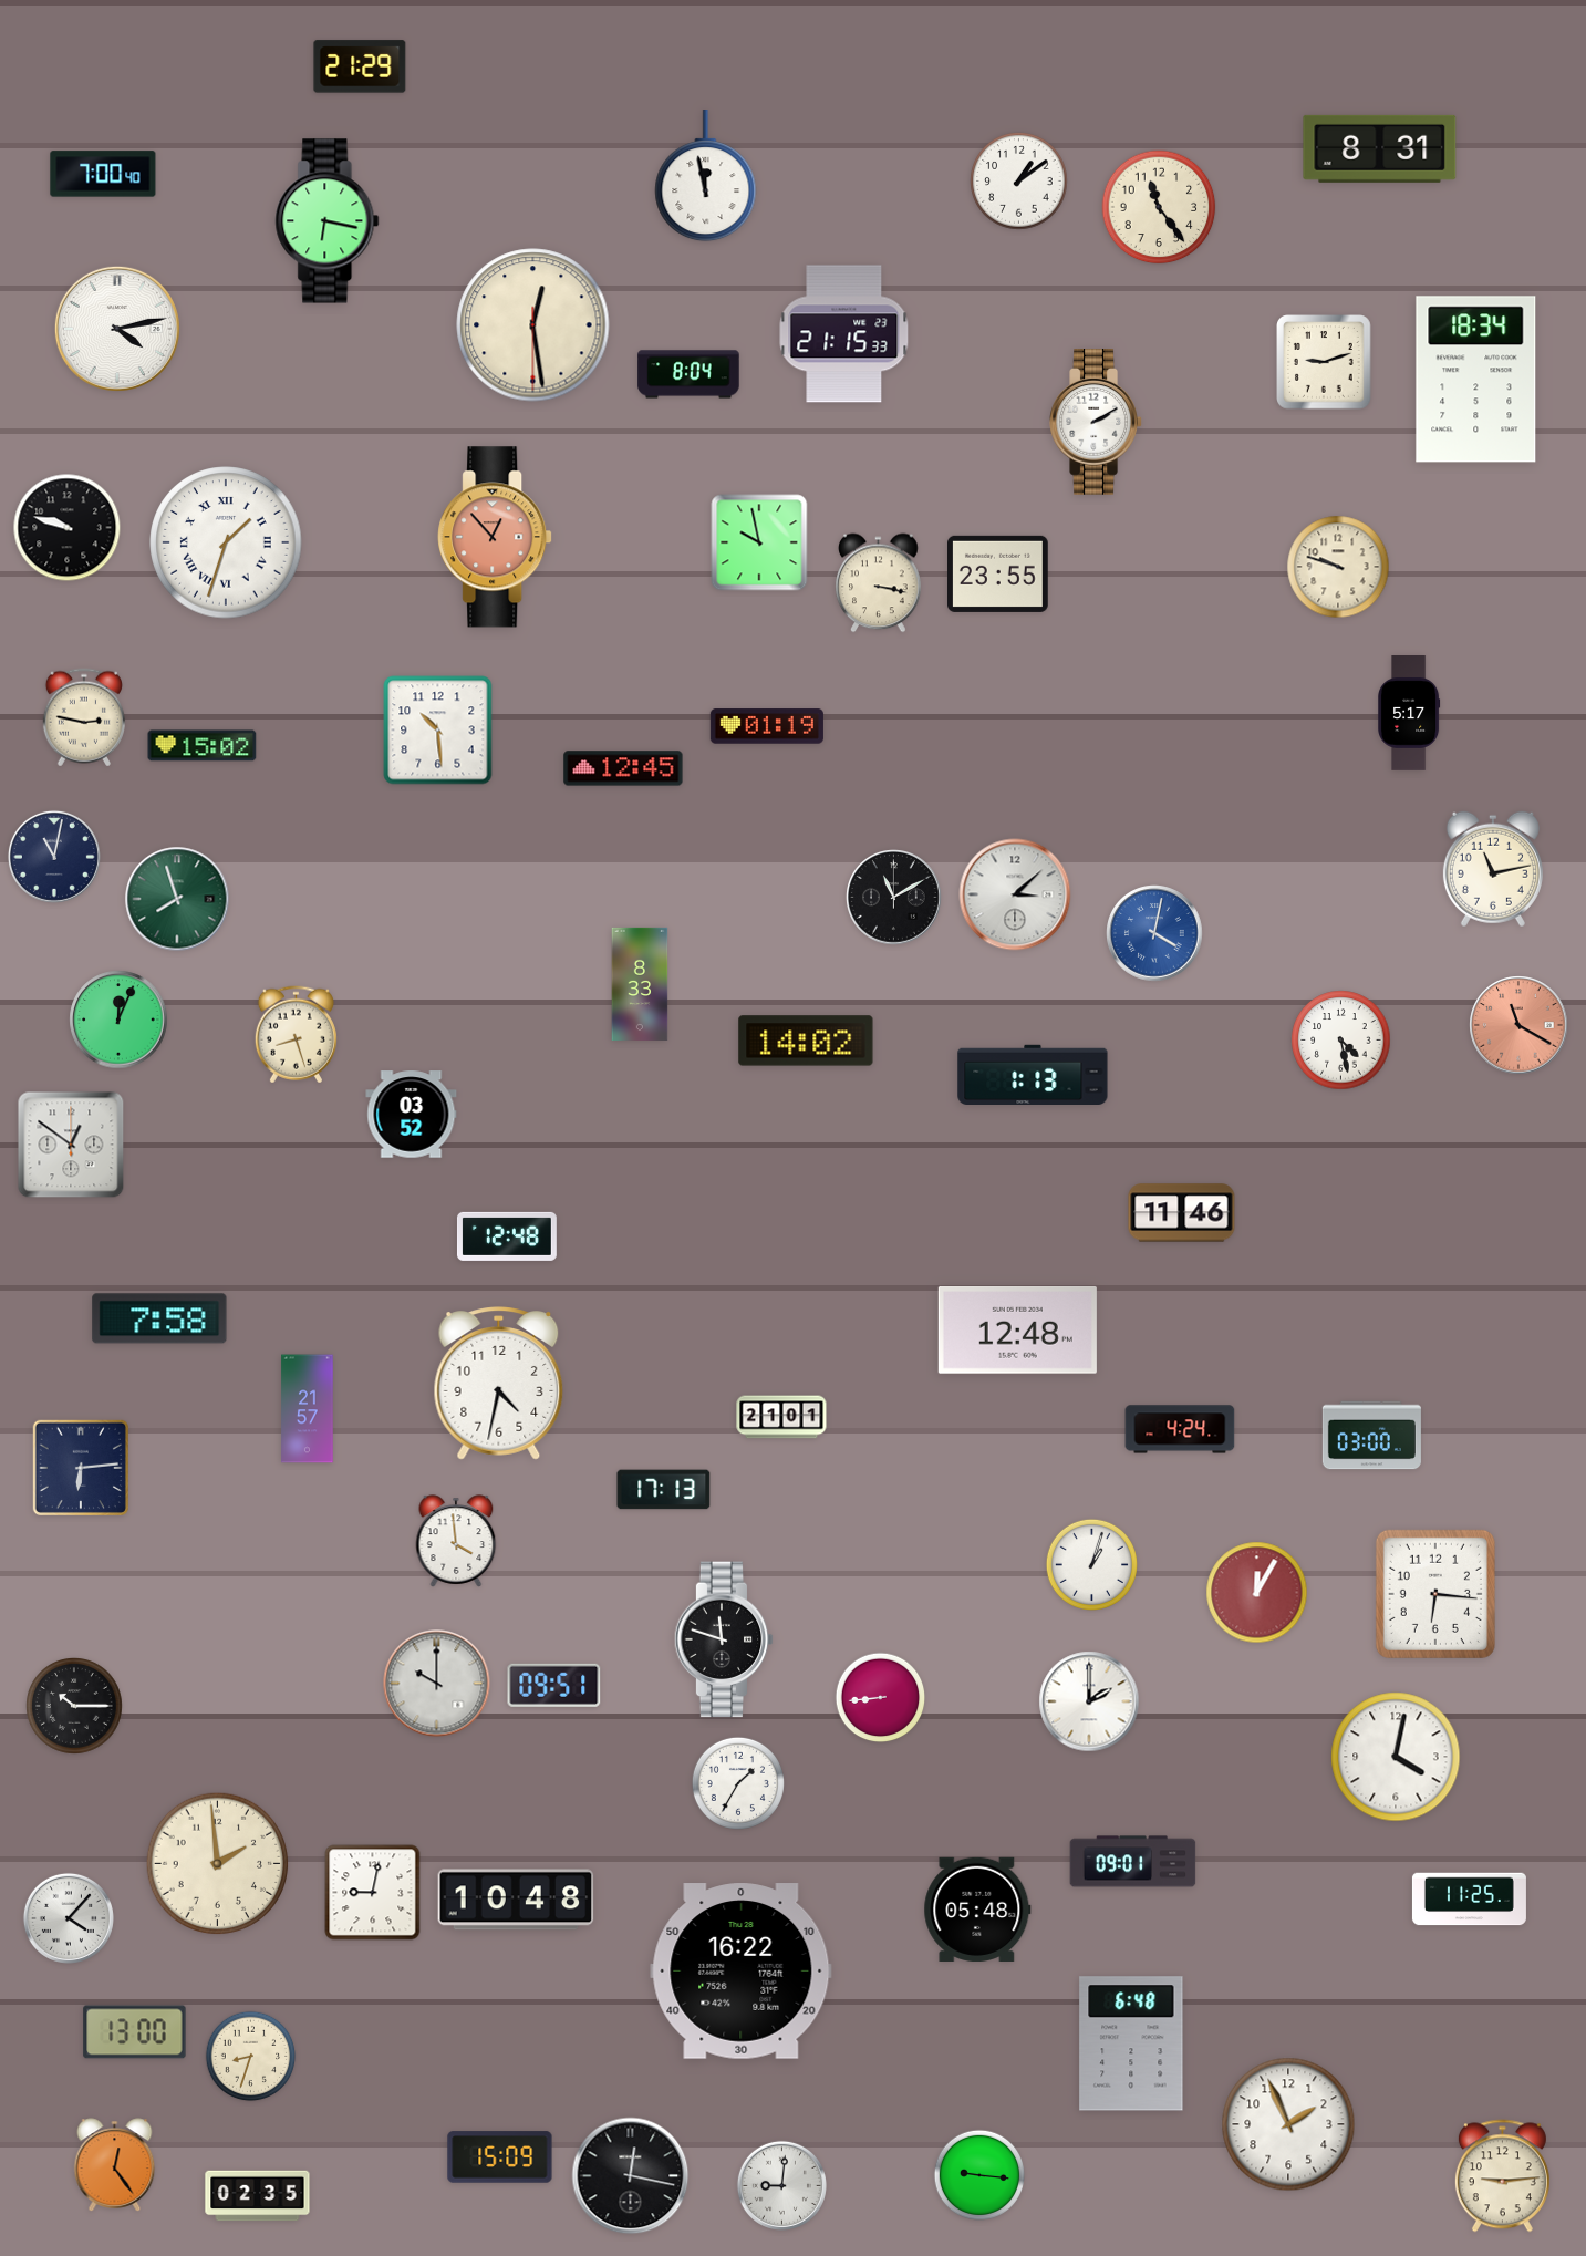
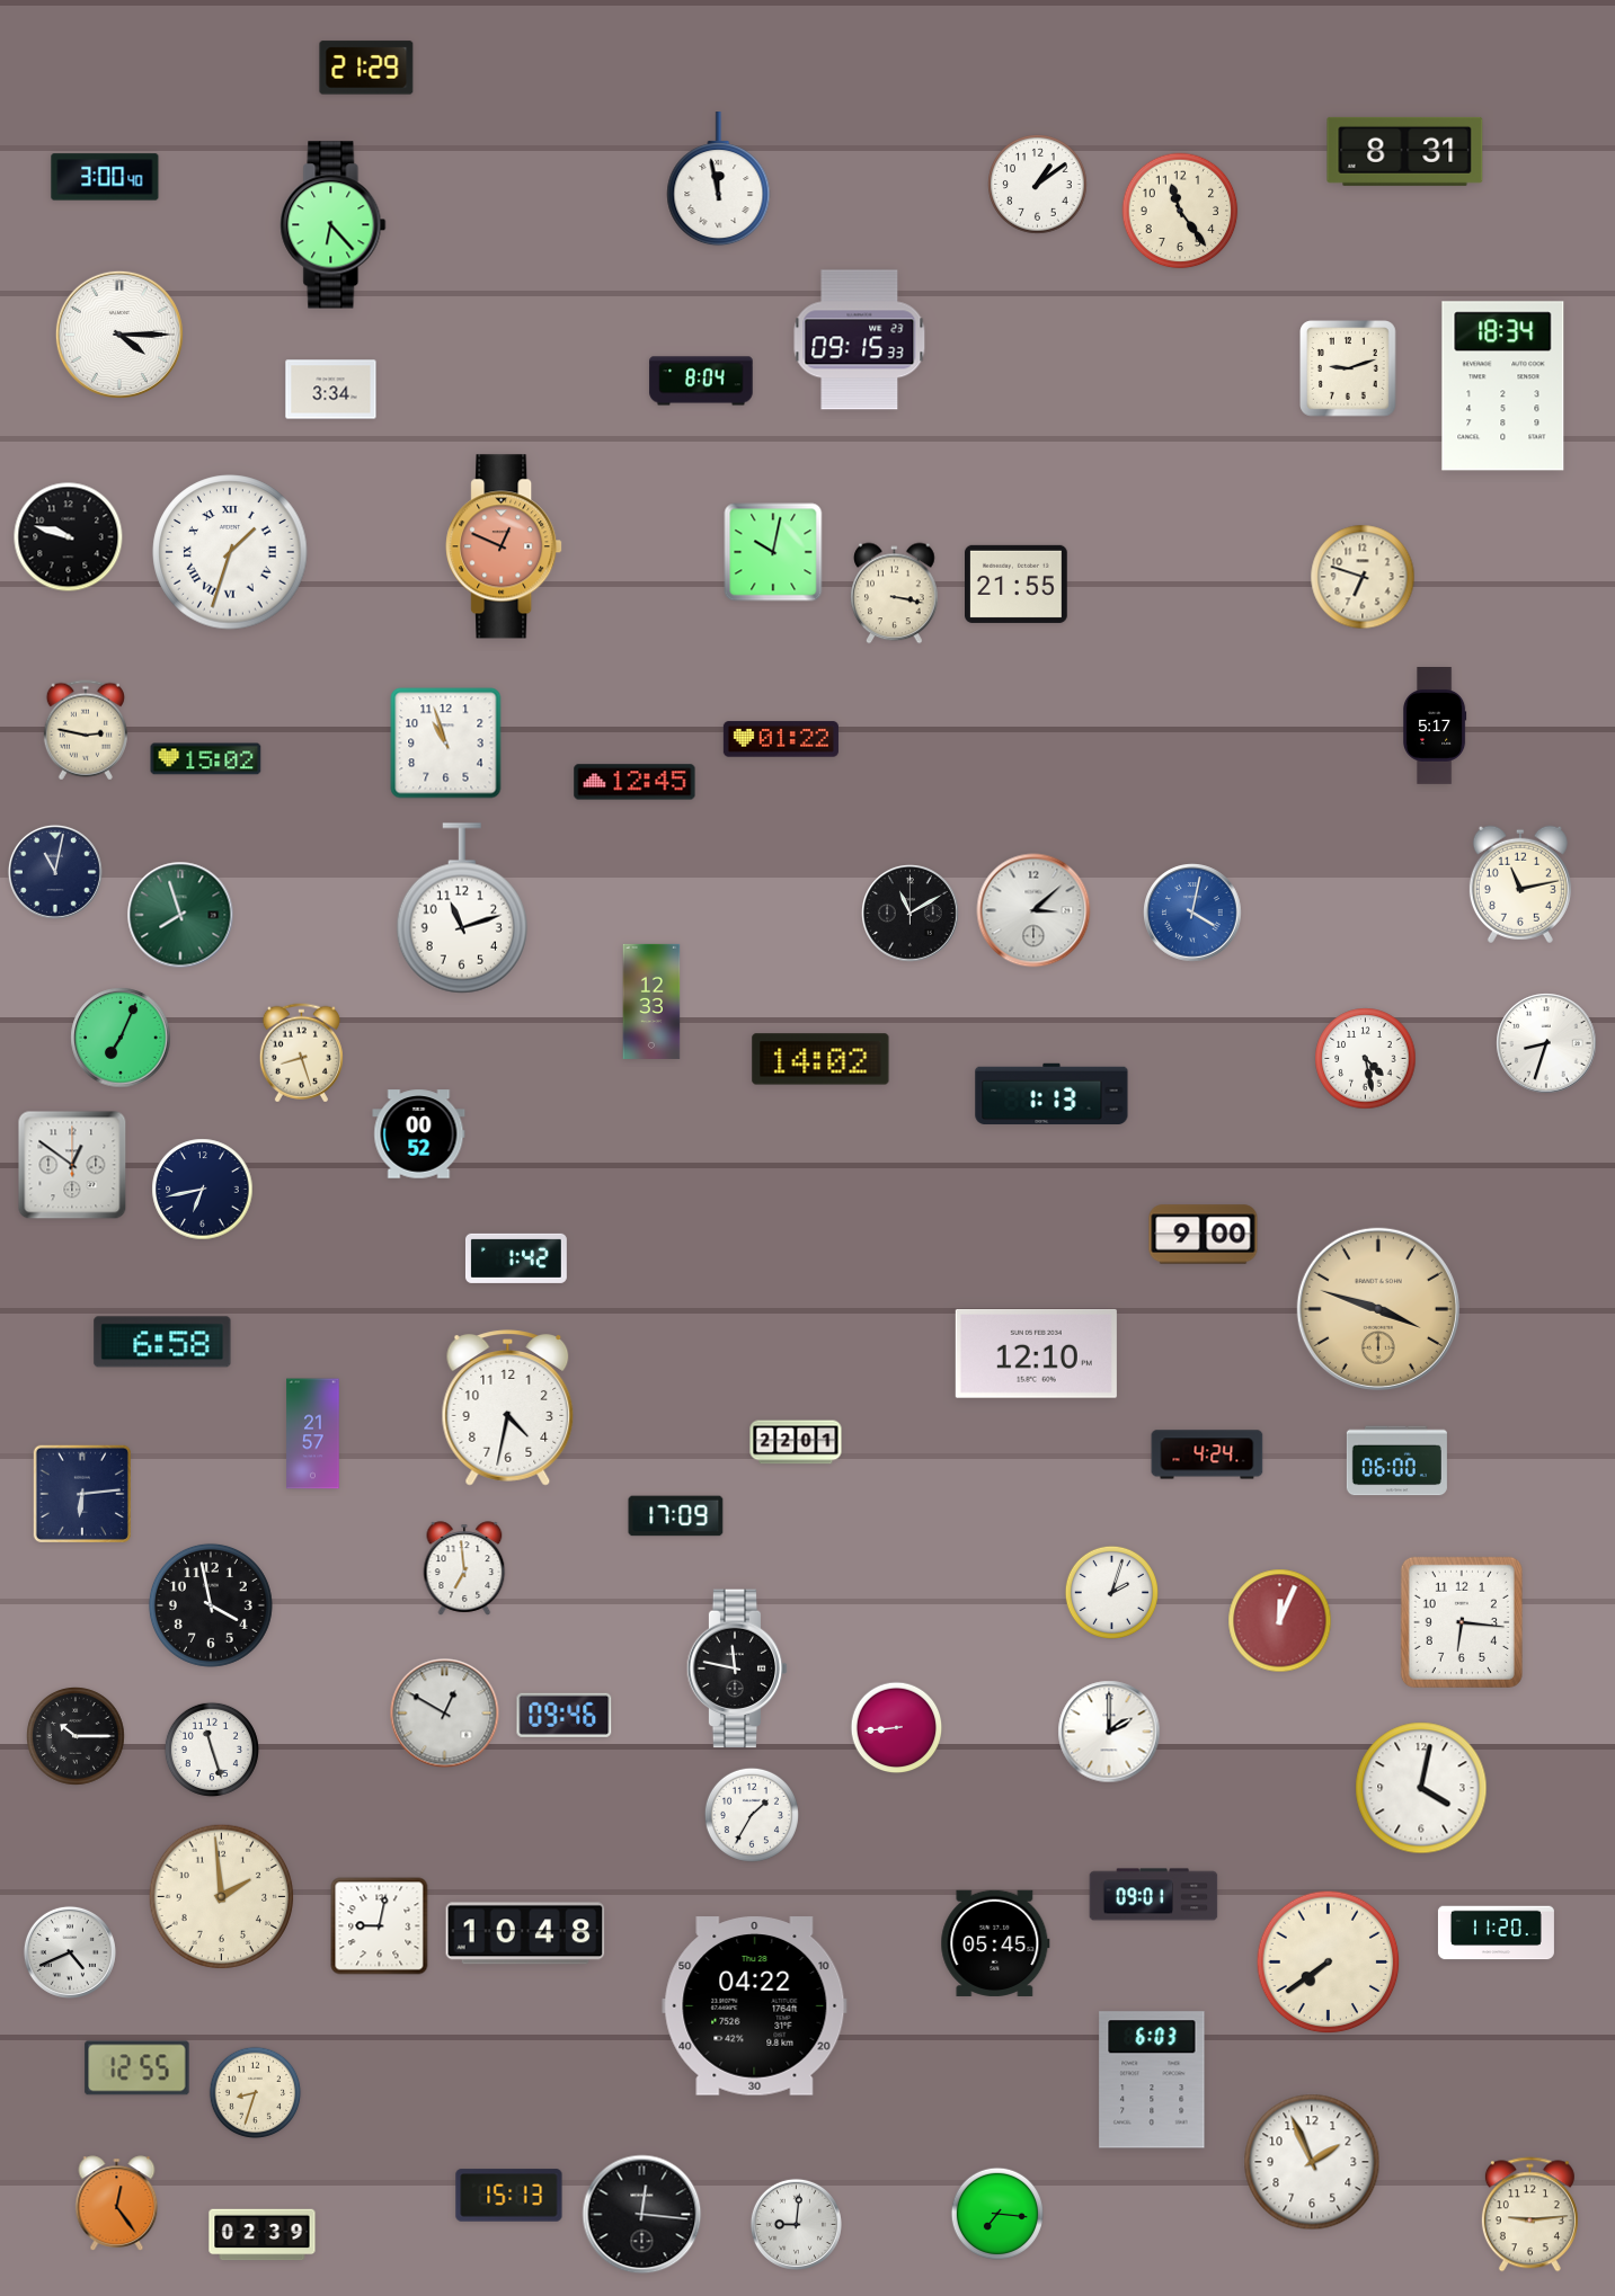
clock at (103, 174): 7:00 -> 3:00
clock at (328, 221): 6:17 -> 6:23
clock at (533, 325): 12:28 -> none
clock at (117, 329): 4:13 -> 4:15
clock at (844, 334): 21:15 -> 09:15
clock at (331, 390): none -> 3:34
clock at (1096, 423): 2:10 -> none
clock at (495, 537): 12:53 -> 12:49
clock at (759, 542): 9:58 -> 10:02
clock at (1338, 567): 9:48 -> 6:48
clock at (998, 573): 23:55 -> 21:55
clock at (767, 726): 01:19 -> 01:22
clock at (438, 731): 10:29 -> 10:57
clock at (462, 908): none -> 11:12
clock at (1154, 933) position: (1154, 933) -> (1192, 913)
clock at (640, 984): 8:33 -> 12:33
clock at (118, 1020): 12:04 -> 7:04
clock at (1518, 1025): 11:20 -> 8:33
clock at (1518, 1025) dial: salmon -> white
clock at (412, 1115): 03:52 -> 00:52
clock at (203, 1190): none -> 6:43
clock at (1182, 1213): 11:46 -> 9:00
clock at (507, 1236): 12:48 -> 1:42
clock at (1378, 1309): none -> 3:48
clock at (159, 1318): 7:58 -> 6:58
clock at (1017, 1329): 12:48 -> 12:10
clock at (781, 1417): 21:01 -> 22:01
clock at (1180, 1429) position: (1180, 1429) -> (1207, 1454)
clock at (1371, 1436): 03:00 -> 06:00
clock at (664, 1490): 17:13 -> 17:09
clock at (456, 1541): 3:59 -> 6:59
clock at (1091, 1564): 1:03 -> 2:03
clock at (211, 1605): none -> 3:58
clock at (1257, 1593): 12:05 -> 12:04
clock at (724, 1639): 11:48 -> 11:47
clock at (437, 1684): 10:00 -> 12:50
clock at (554, 1685): 09:51 -> 09:46
clock at (212, 1750): none -> 11:27
clock at (1469, 1900): 11:25 -> 11:20
clock at (977, 1910): 05:48 -> 05:45
clock at (69, 1918): 4:07 -> 4:41
clock at (1329, 1963): none -> 7:39
clock at (742, 1972): 16:22 -> 04:22
clock at (135, 2032): 13:00 -> 12:55
clock at (1131, 2043): 6:48 -> 6:03
clock at (500, 2157): 15:09 -> 15:13
clock at (979, 2175): 9:16 -> 7:16
clock at (631, 2176): 12:17 -> 12:16
clock at (258, 2196): 02:35 -> 02:39
